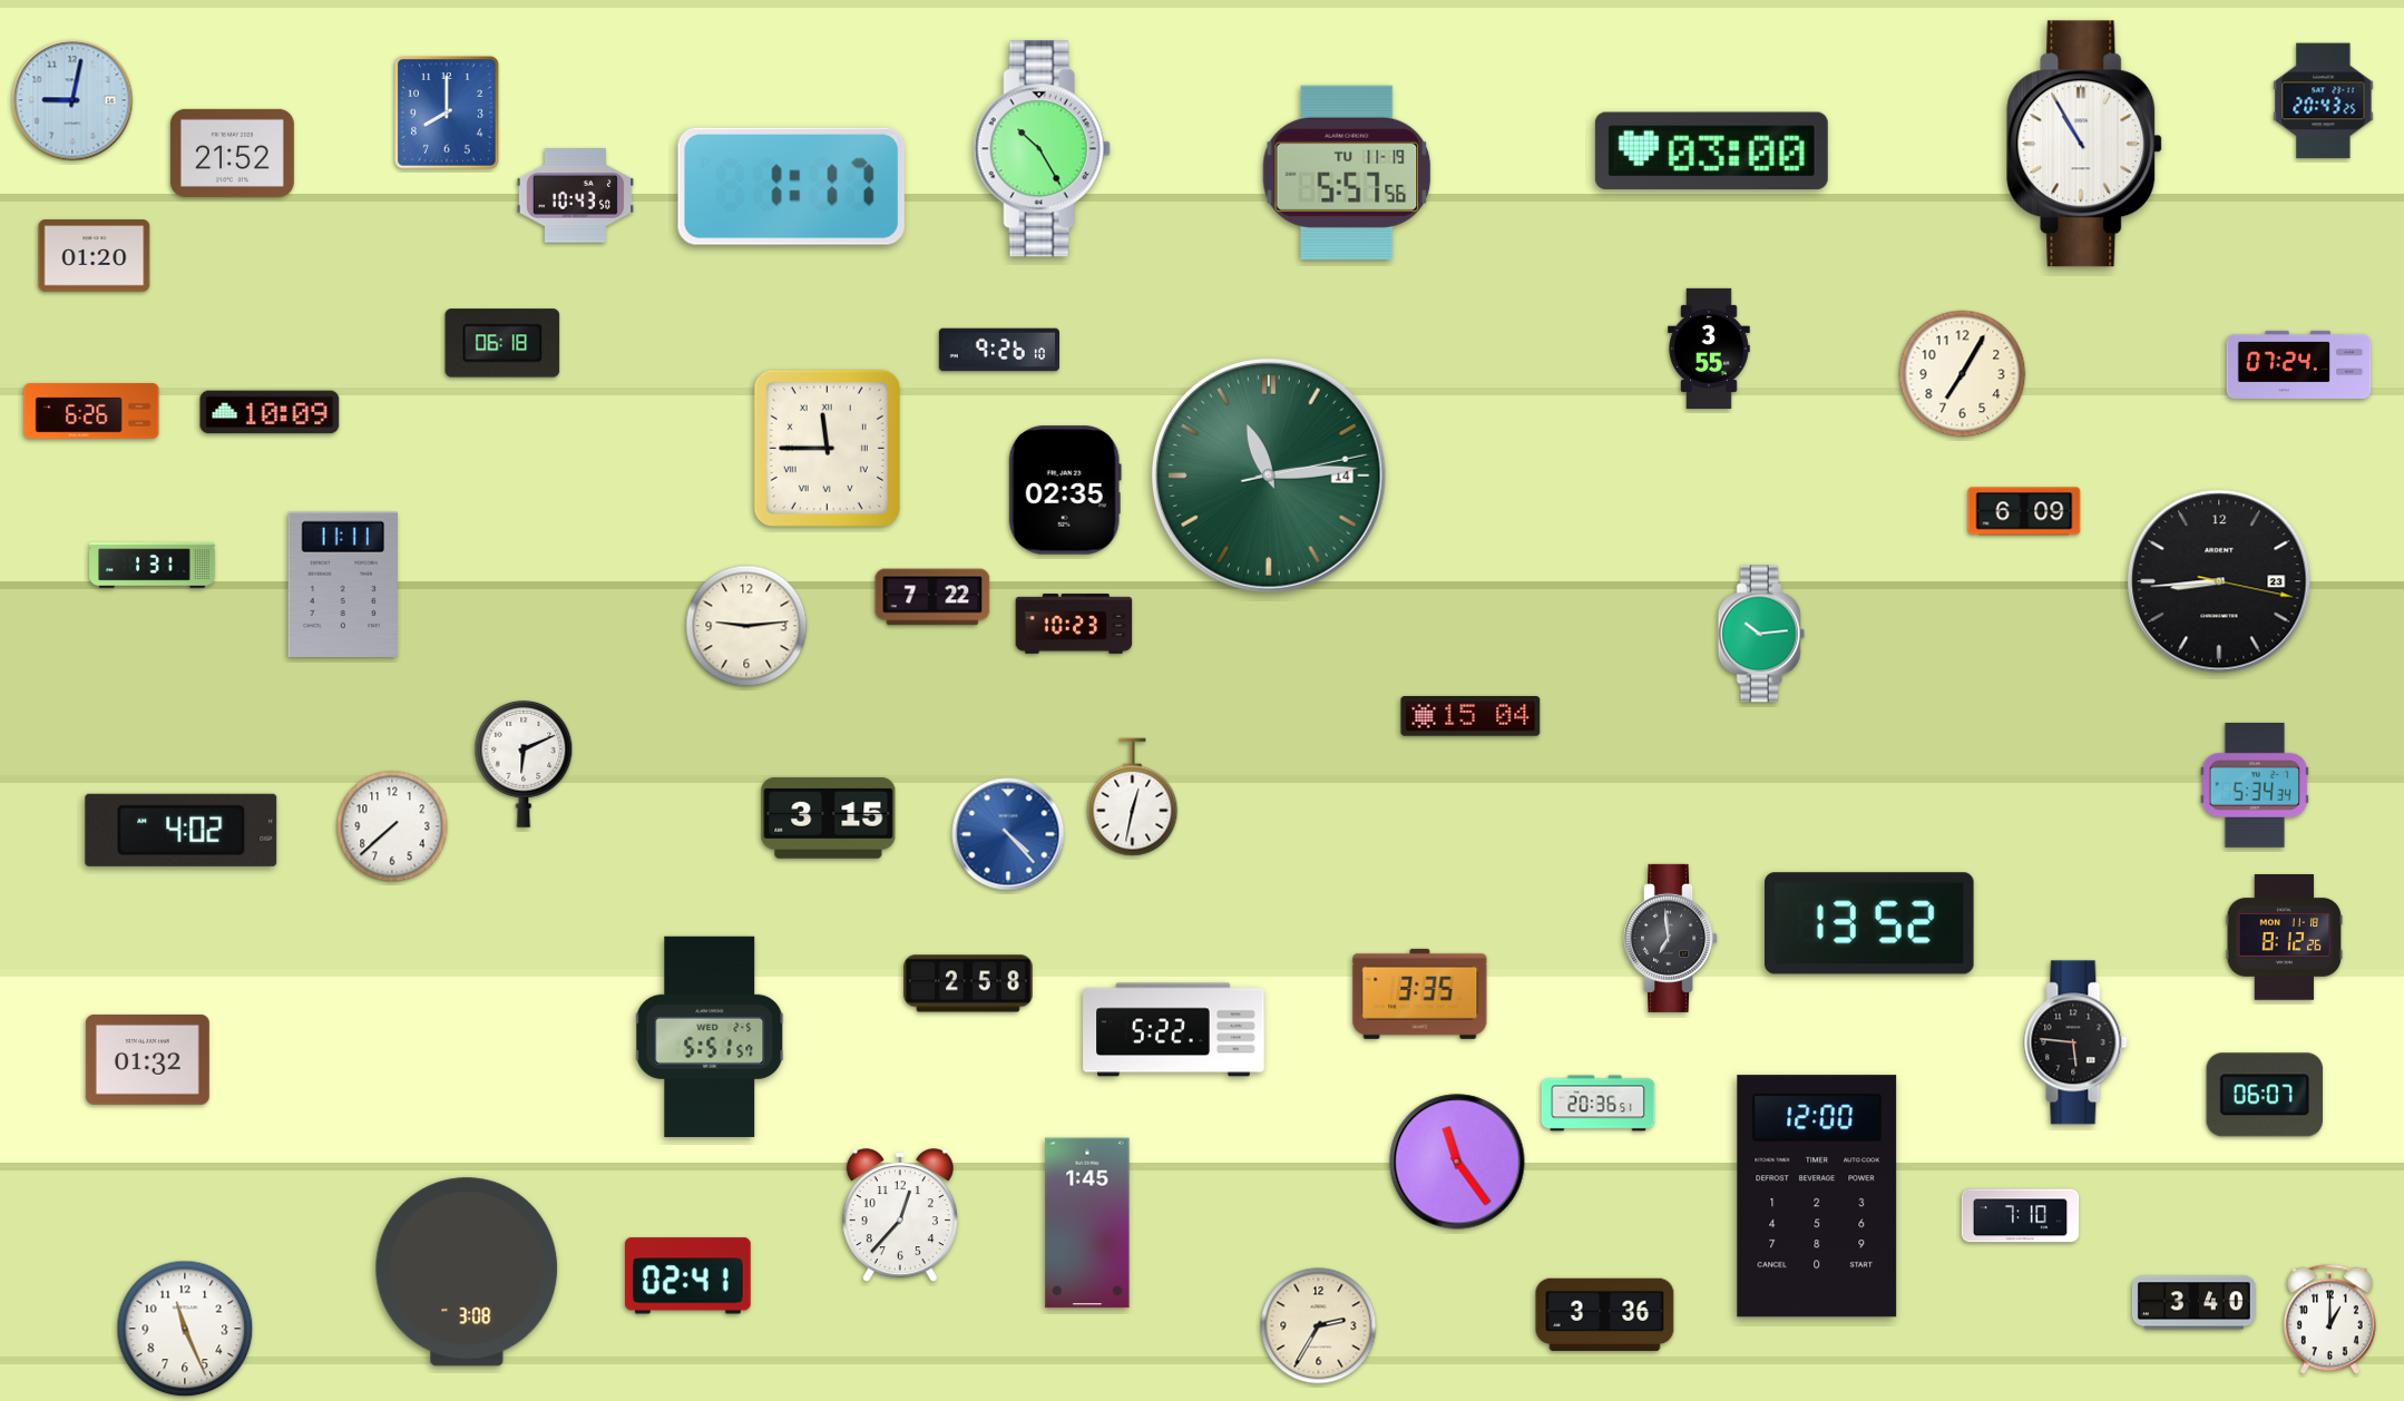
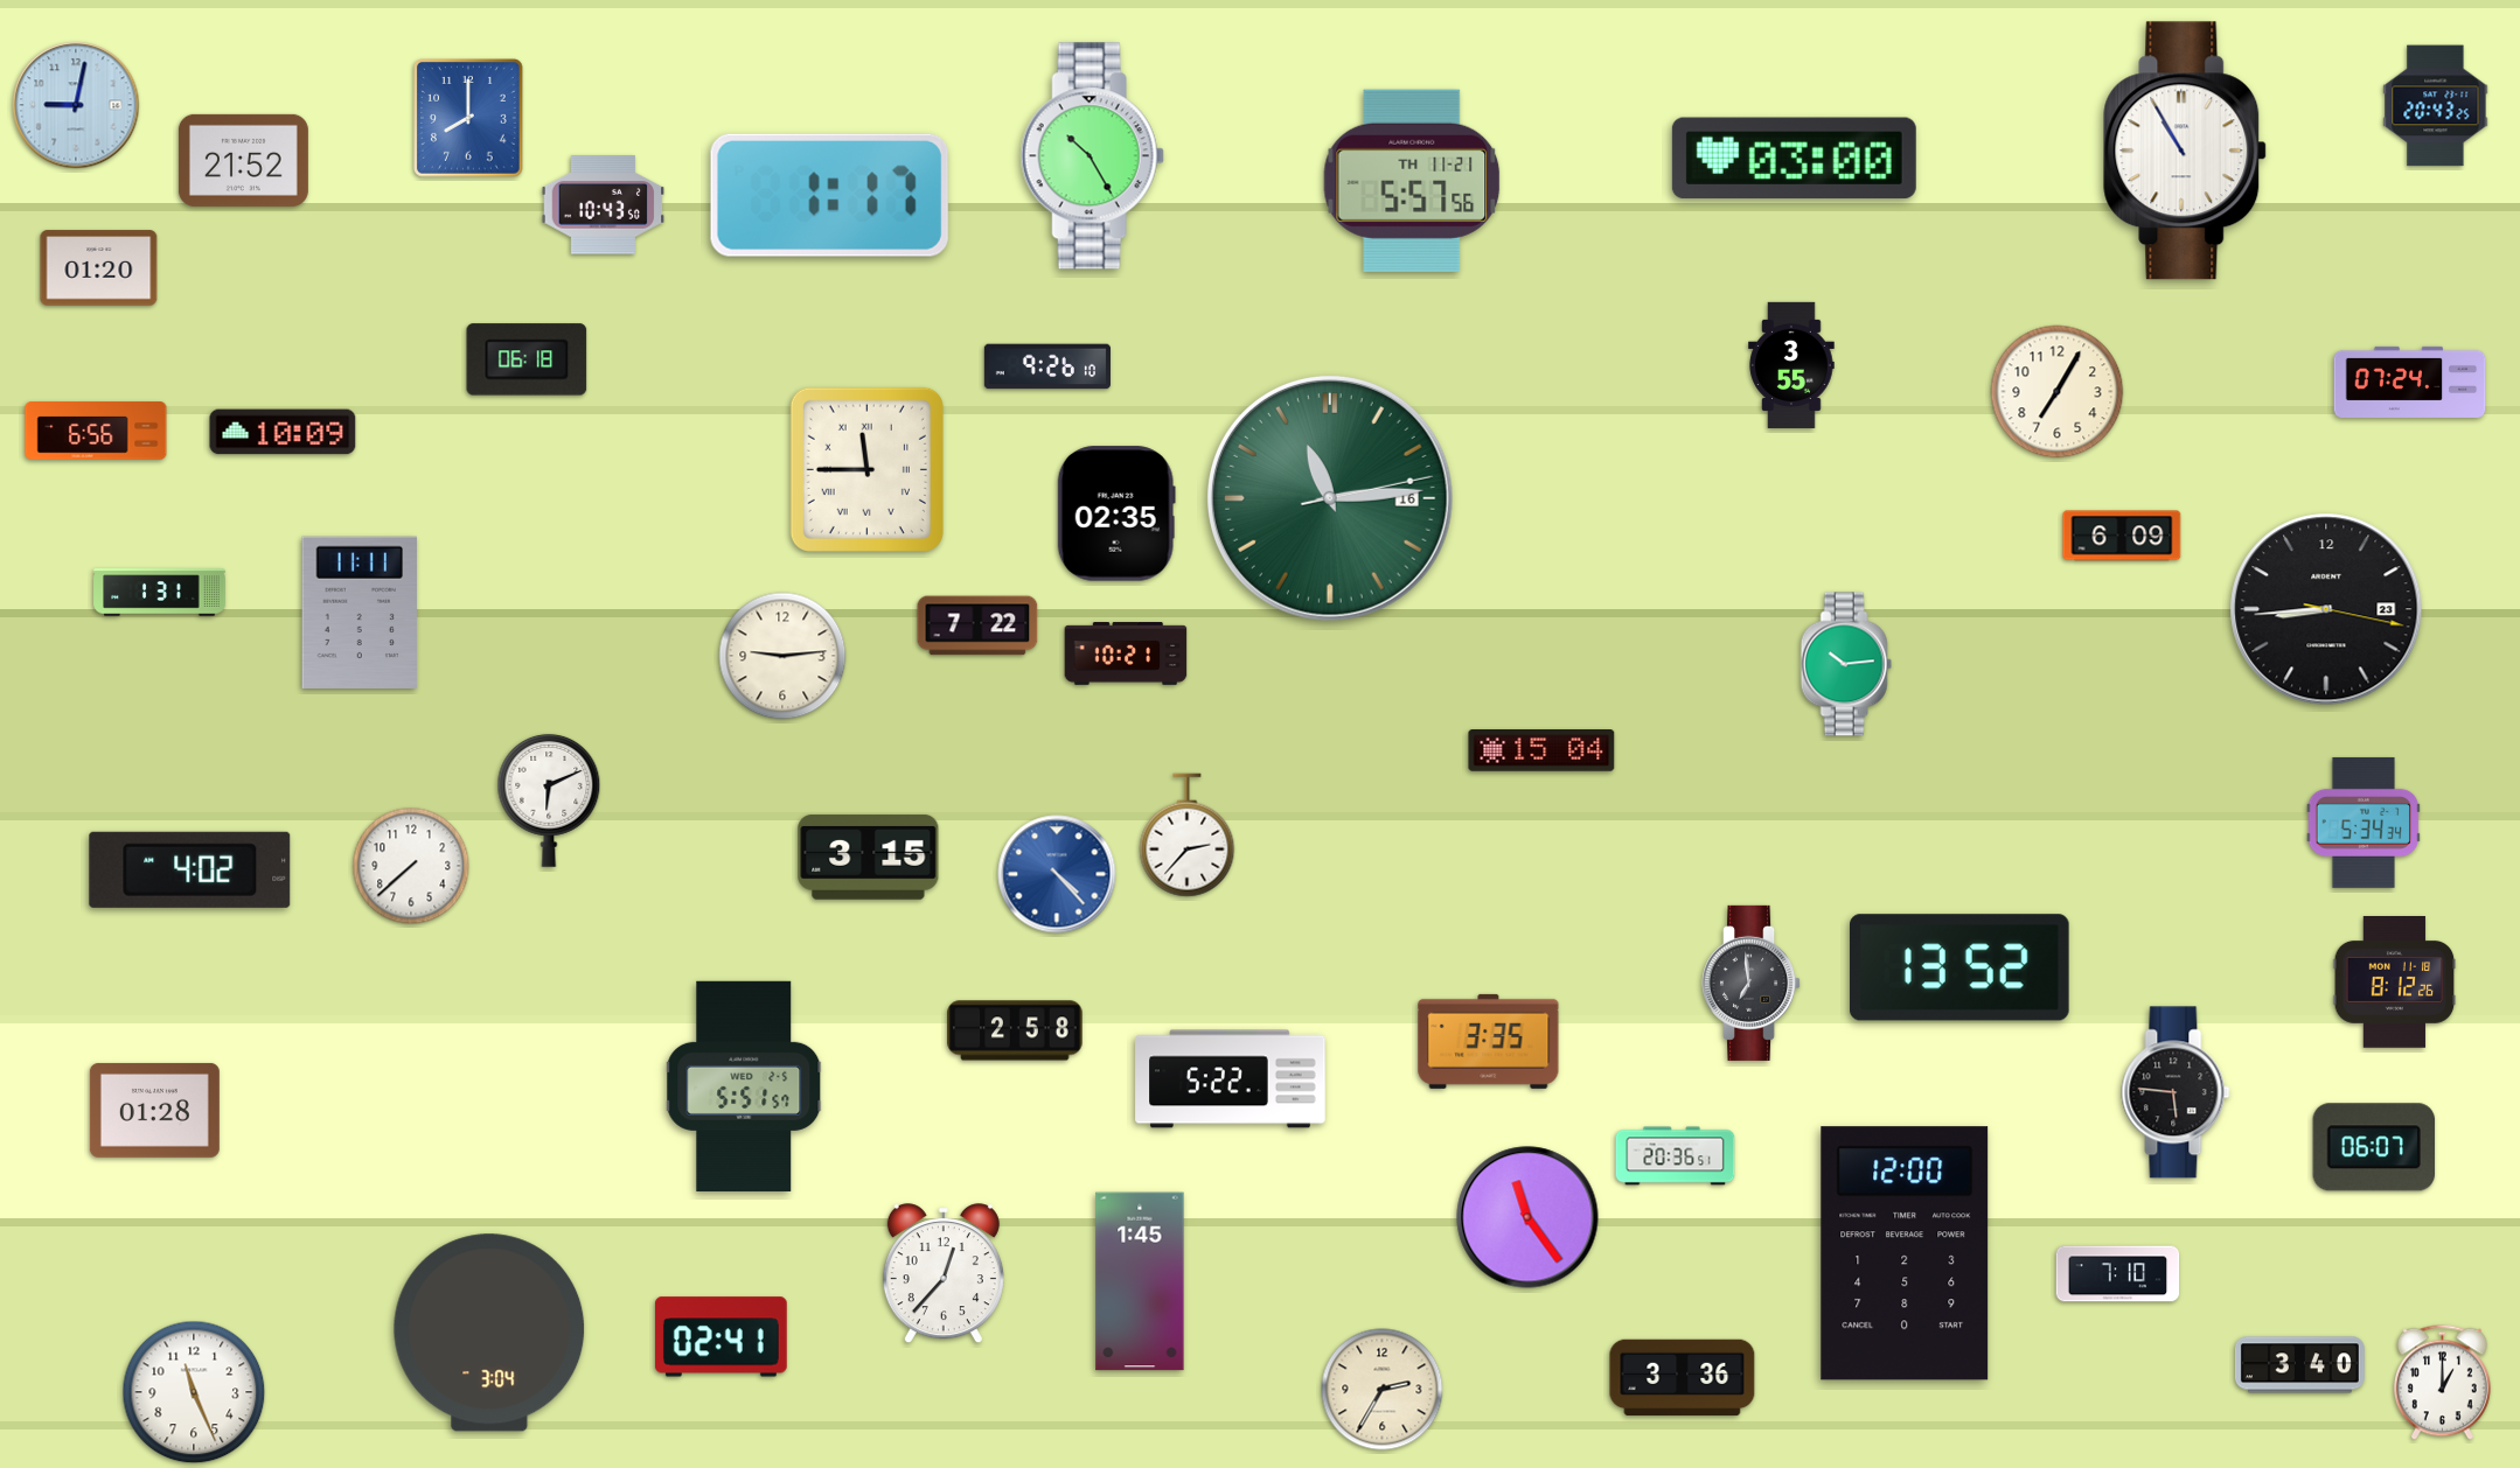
clock at (1347, 173) date: TU 11-19 -> TH 11-21
clock at (91, 411): 6:26 -> 6:56
clock at (1269, 476) date: 14 -> 16
clock at (1074, 624): 10:23 -> 10:21
clock at (1133, 797): 12:32 -> 2:37
clock at (147, 1059): 01:32 -> 01:28
clock at (467, 1272): 3:08 -> 3:04
